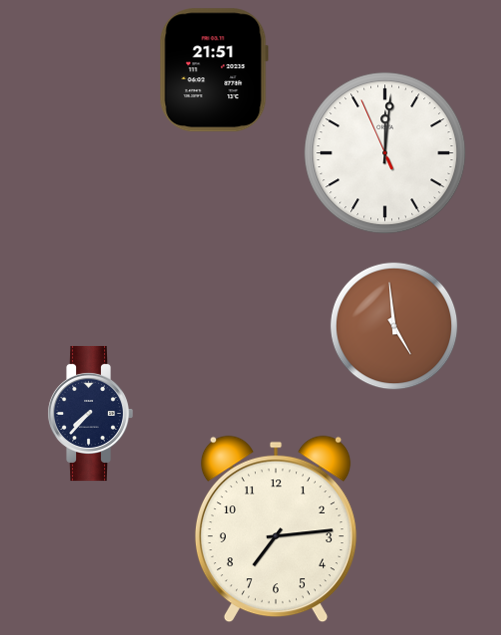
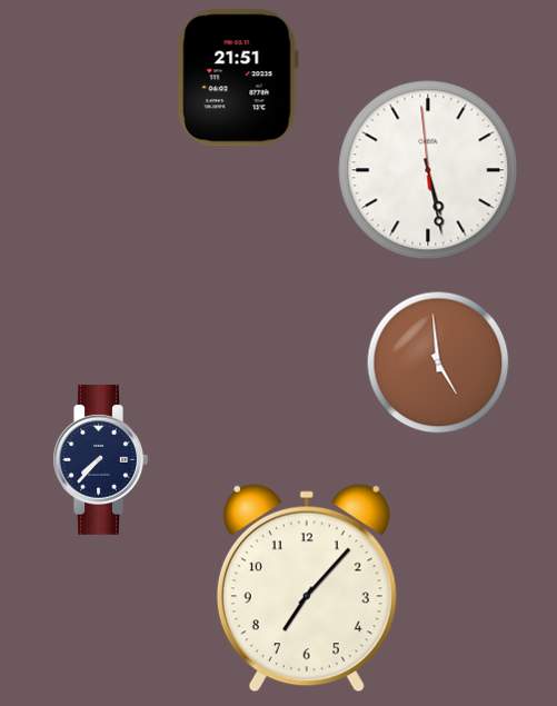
clock at (385, 153): 12:00 -> 5:27
clock at (276, 529): 7:14 -> 7:07
